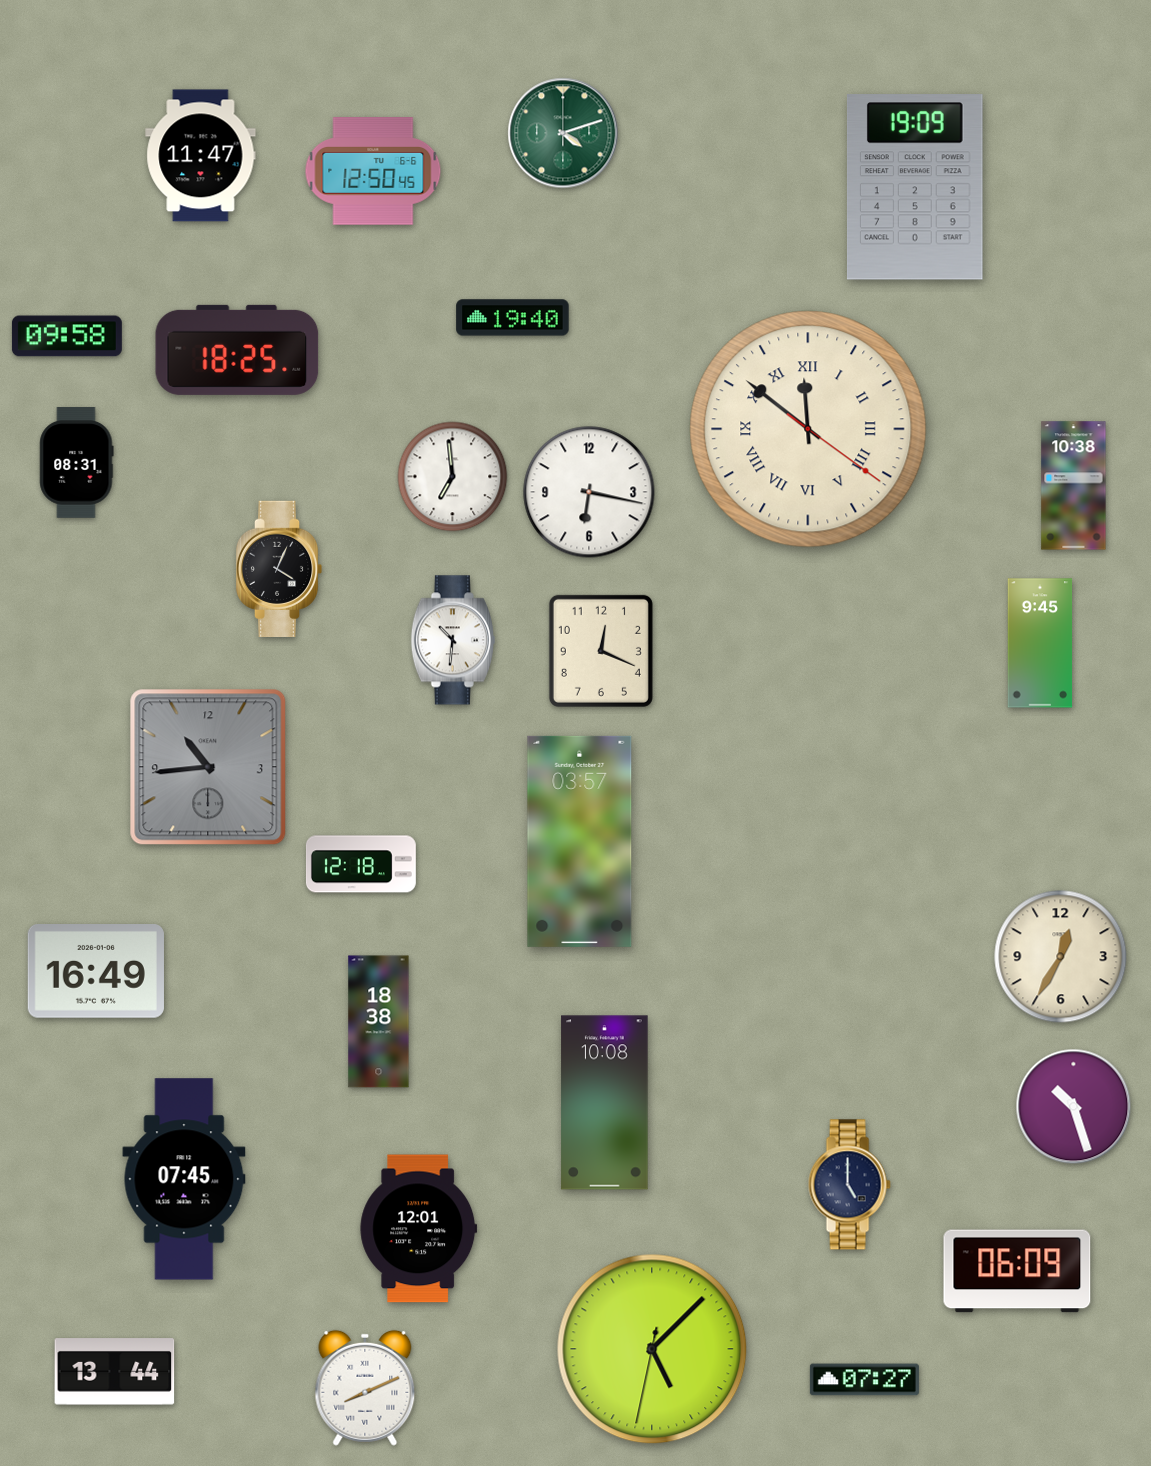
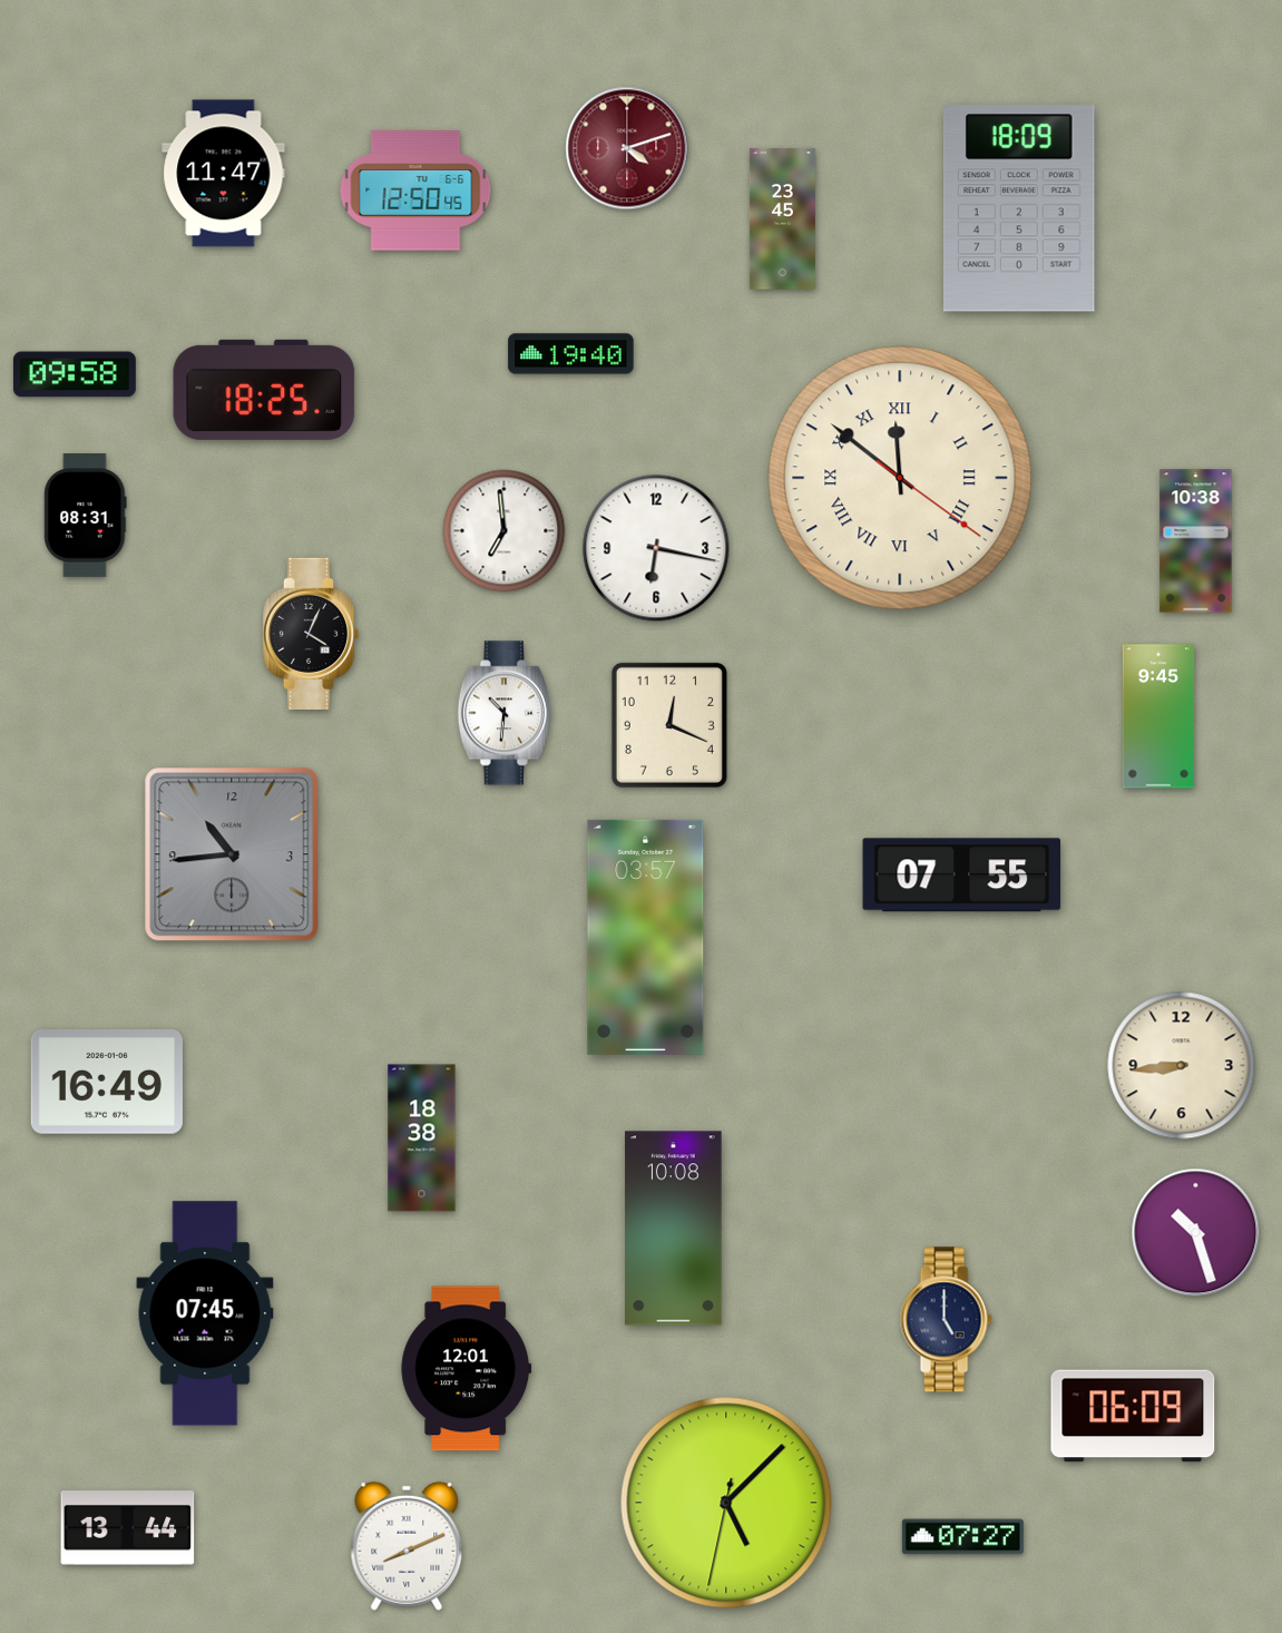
clock at (563, 133) dial: green -> burgundy
clock at (915, 187): 19:09 -> 18:09
clock at (782, 219): none -> 23:45
clock at (962, 876): none -> 07:55
clock at (361, 864): 12:18 -> none
clock at (1061, 957): 12:35 -> 8:44
